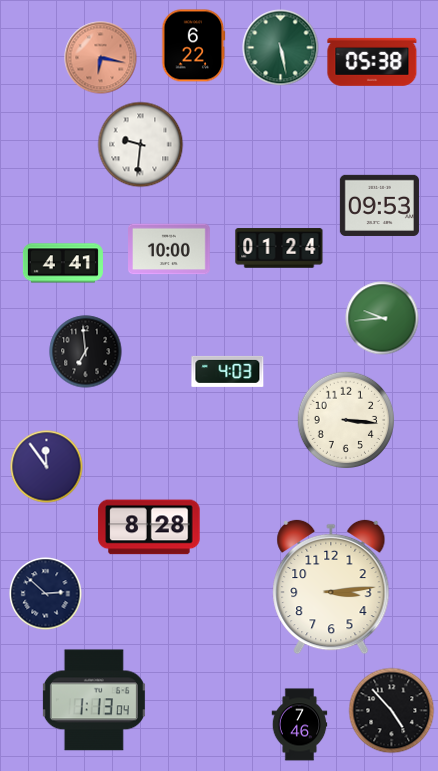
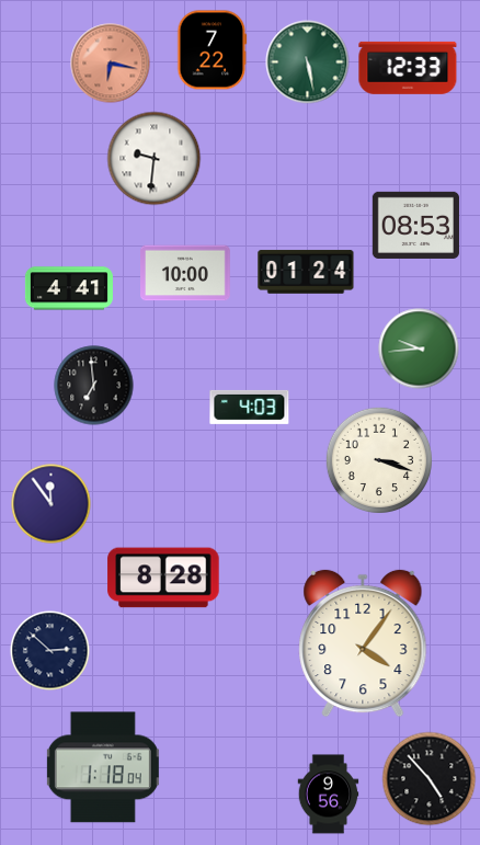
clock at (194, 46): 6:22 -> 7:22
clock at (281, 48) position: (281, 48) -> (308, 62)
clock at (372, 62): 05:38 -> 12:33
clock at (379, 205): 09:53 -> 08:53
clock at (345, 419): 3:16 -> 3:18
clock at (47, 467) position: (47, 467) -> (52, 504)
clock at (331, 587): 3:14 -> 4:06
clock at (94, 700): 1:13 -> 1:18
clock at (300, 725): 7:46 -> 9:56
